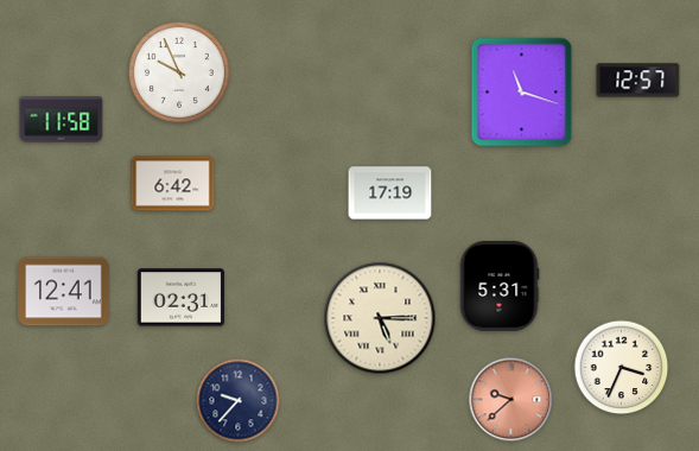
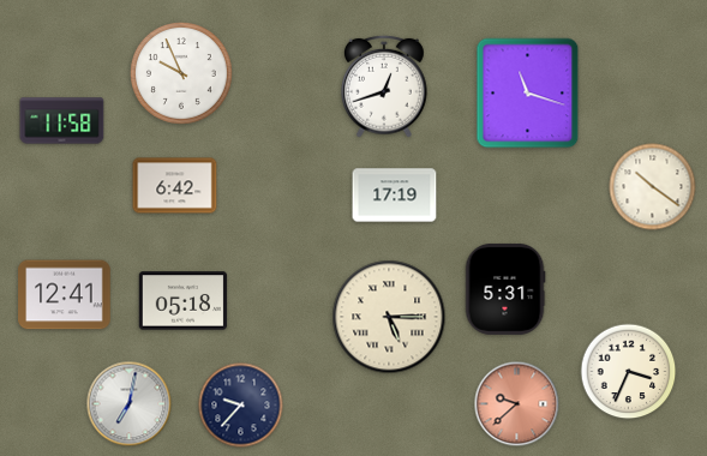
clock at (638, 81): 12:57 -> none
clock at (385, 86): none -> 12:42
clock at (653, 187): none -> 10:21
clock at (182, 298): 02:31 -> 05:18
clock at (380, 318) position: (380, 318) -> (389, 317)
clock at (130, 404): none -> 7:02
